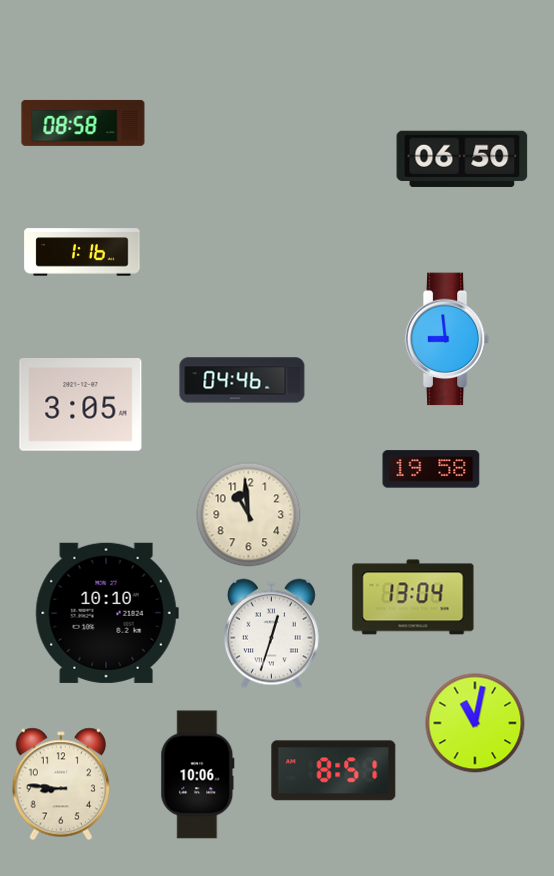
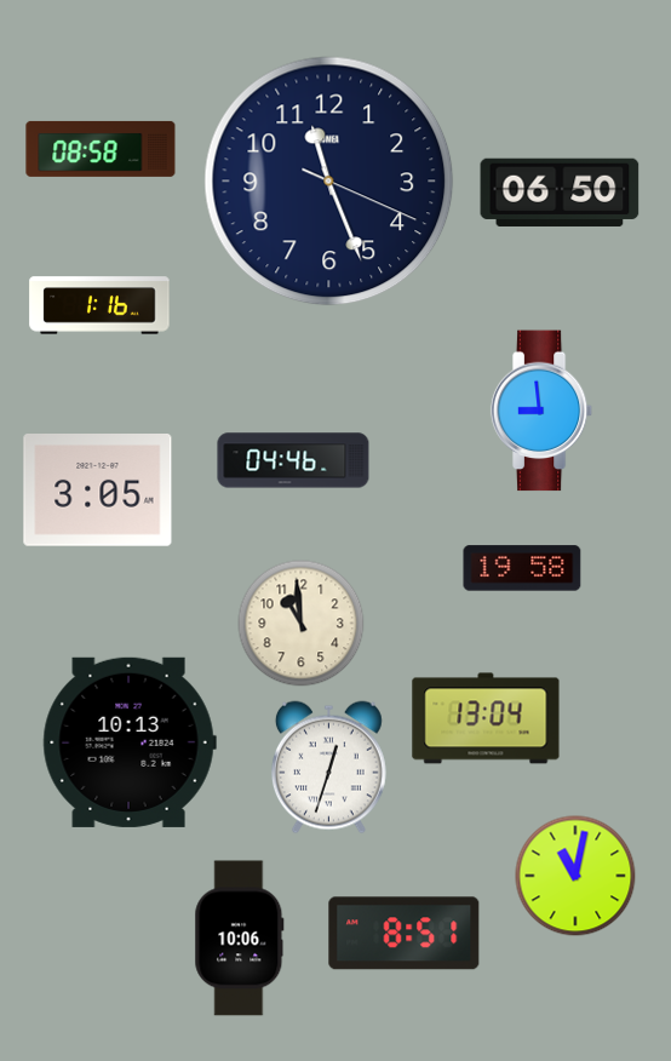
clock at (329, 182): none -> 11:26
clock at (413, 597) position: (413, 597) -> (486, 718)
clock at (107, 613): 10:10 -> 10:13
clock at (60, 784): 8:46 -> none
